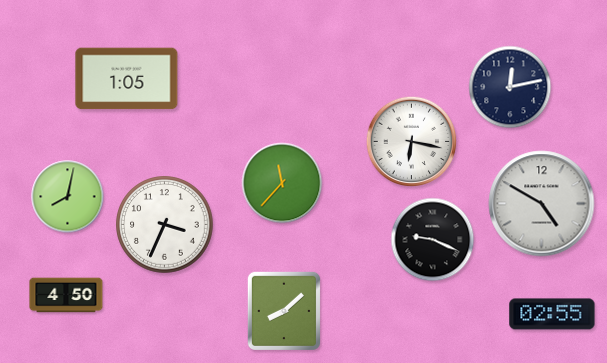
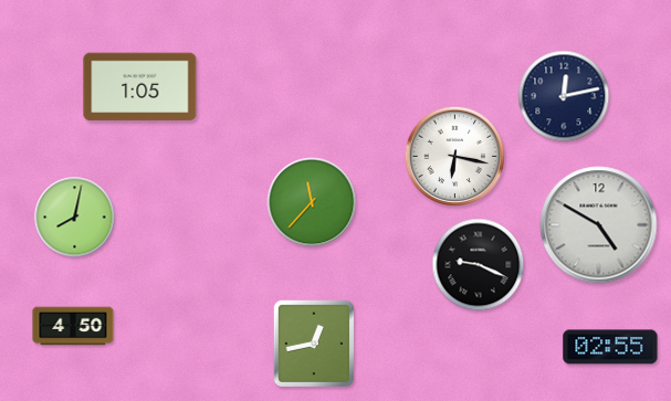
clock at (165, 225): 3:34 -> none
clock at (284, 310): 8:08 -> 12:43
